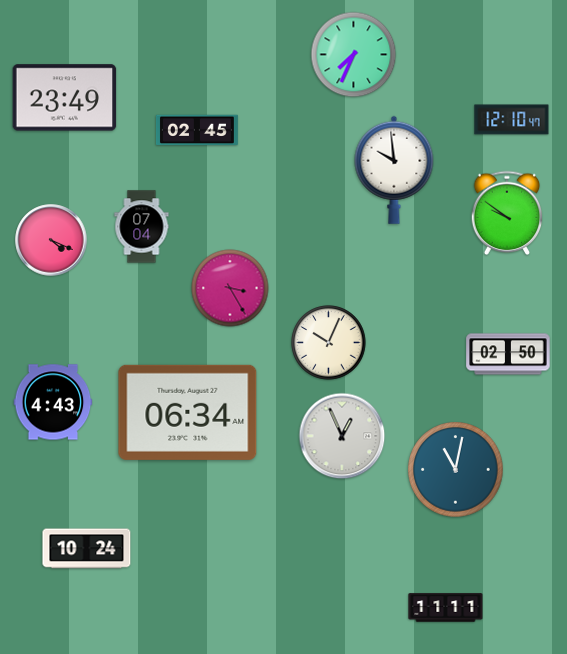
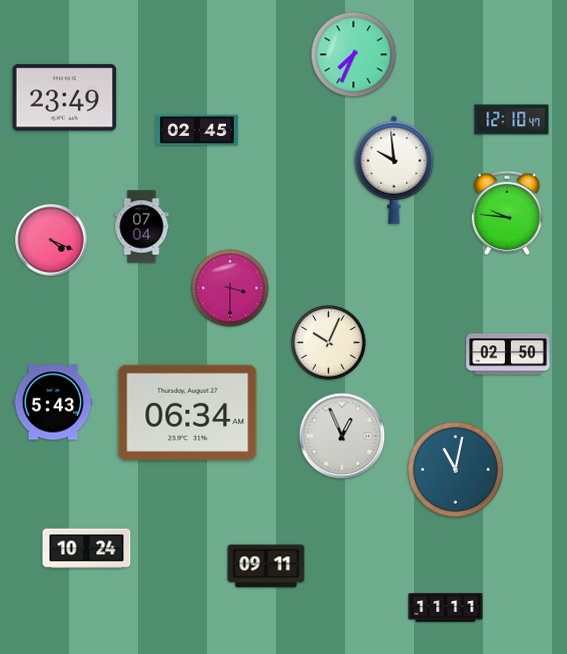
clock at (507, 212): 9:51 -> 9:46
clock at (230, 288): 3:25 -> 3:30
clock at (53, 402): 4:43 -> 5:43
clock at (266, 566): none -> 09:11
